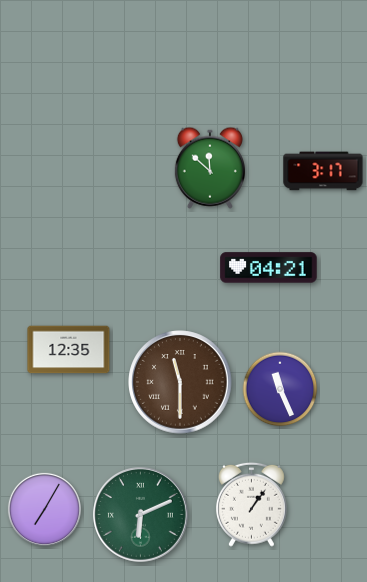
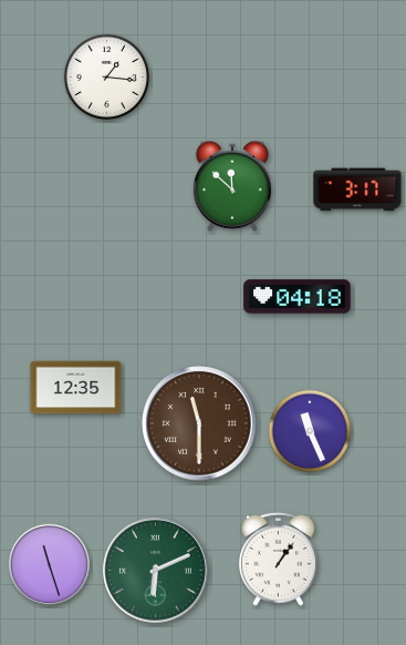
clock at (107, 78): none -> 1:16
clock at (269, 268): 04:21 -> 04:18
clock at (44, 509): 7:05 -> 11:27
